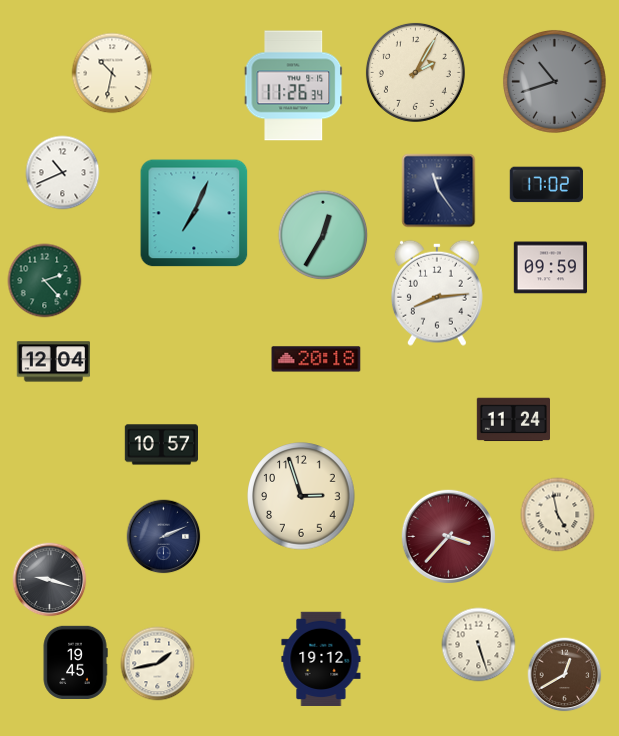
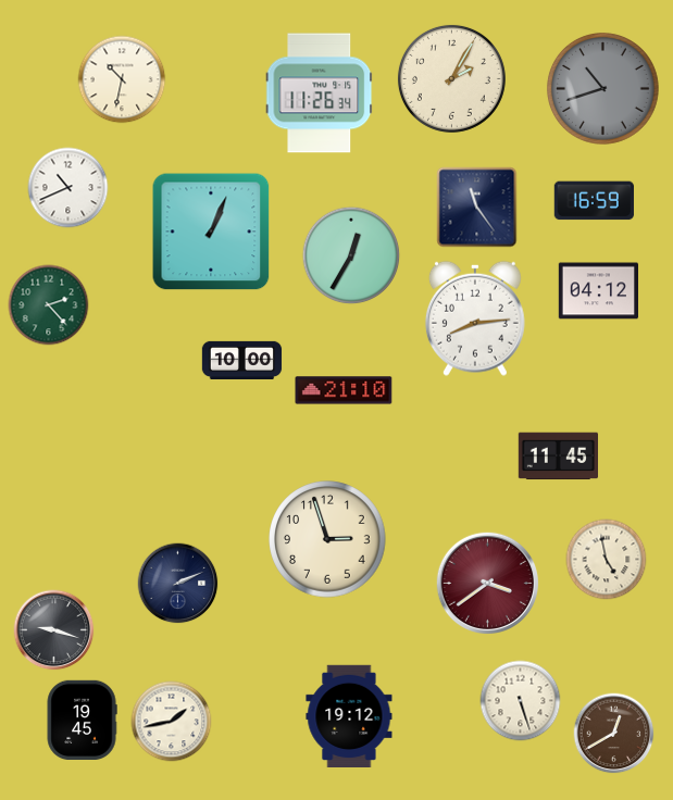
clock at (546, 185): 17:02 -> 16:59
clock at (194, 213): 7:04 -> 1:04
clock at (550, 268): 09:59 -> 04:12
clock at (242, 360): none -> 10:00
clock at (316, 359): 20:18 -> 21:10
clock at (53, 362): 12:04 -> none
clock at (513, 420): 11:24 -> 11:45
clock at (161, 445): 10:57 -> none
clock at (448, 536): 3:37 -> 3:39
